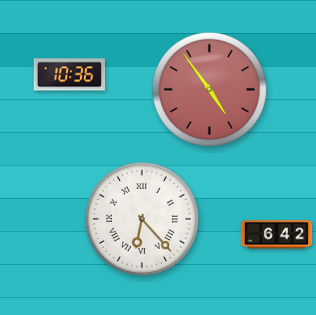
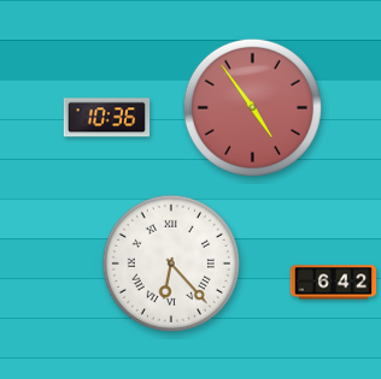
clock at (70, 75) position: (70, 75) -> (107, 118)
